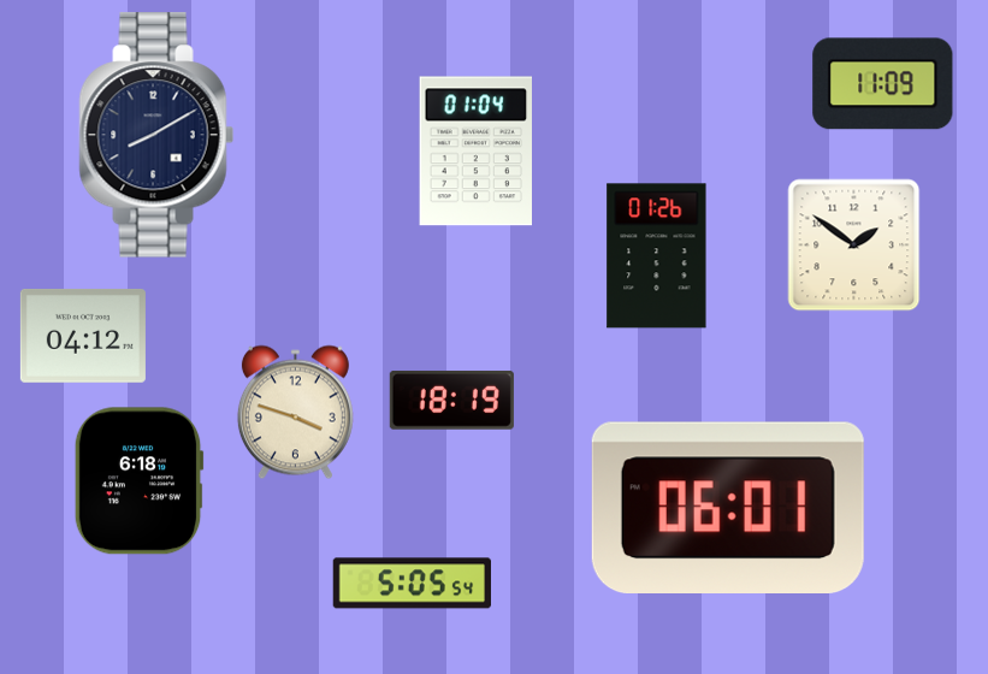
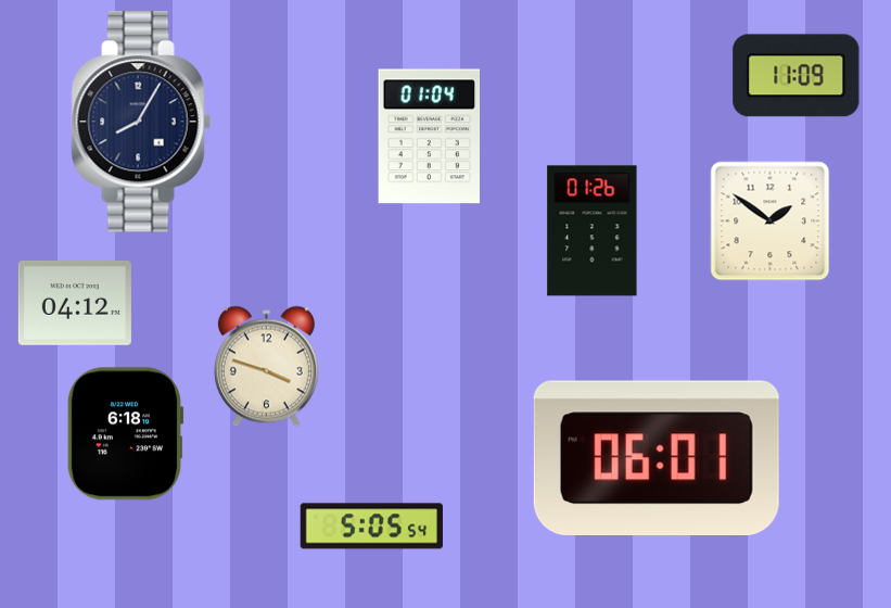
clock at (156, 135): 8:10 -> 8:05
clock at (451, 400): 18:19 -> none
clock at (295, 413) position: (295, 413) -> (266, 367)
